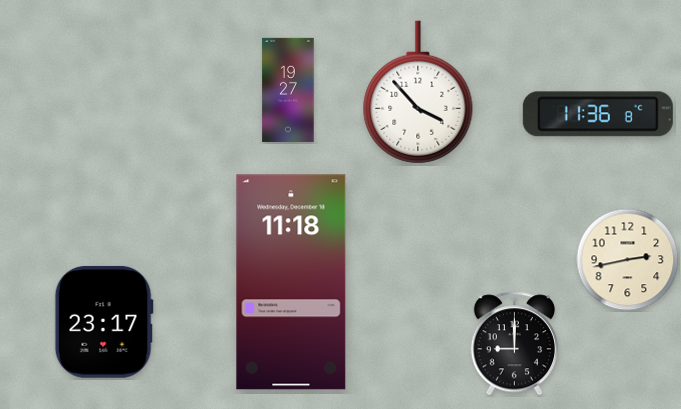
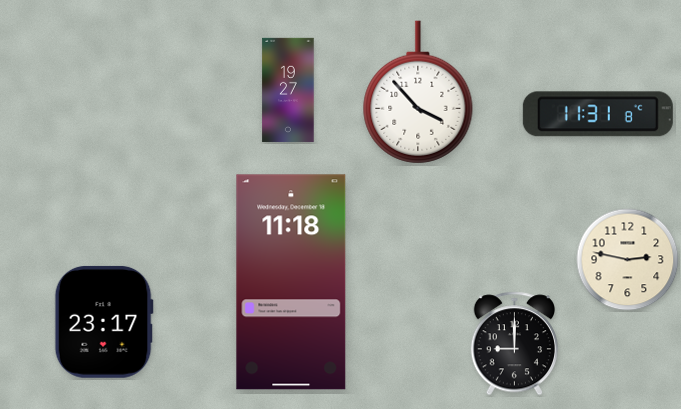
clock at (598, 114): 11:36 -> 11:31
clock at (628, 260): 2:43 -> 2:47
